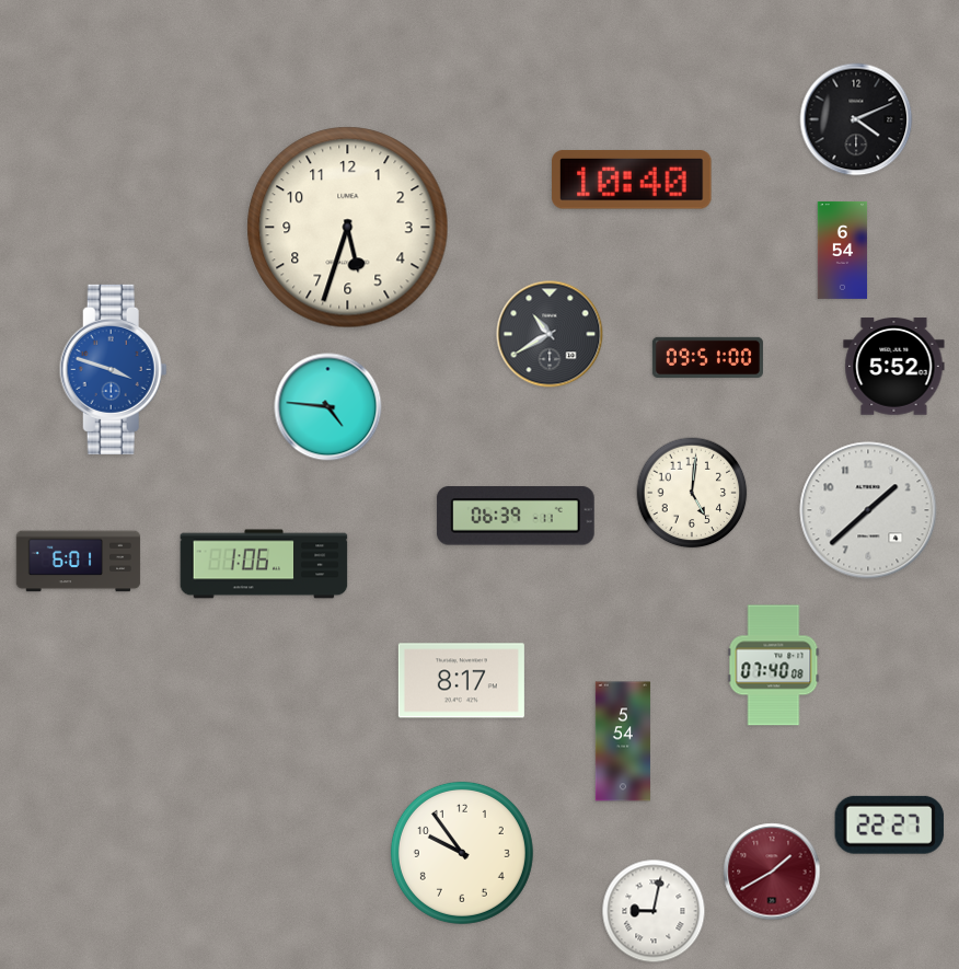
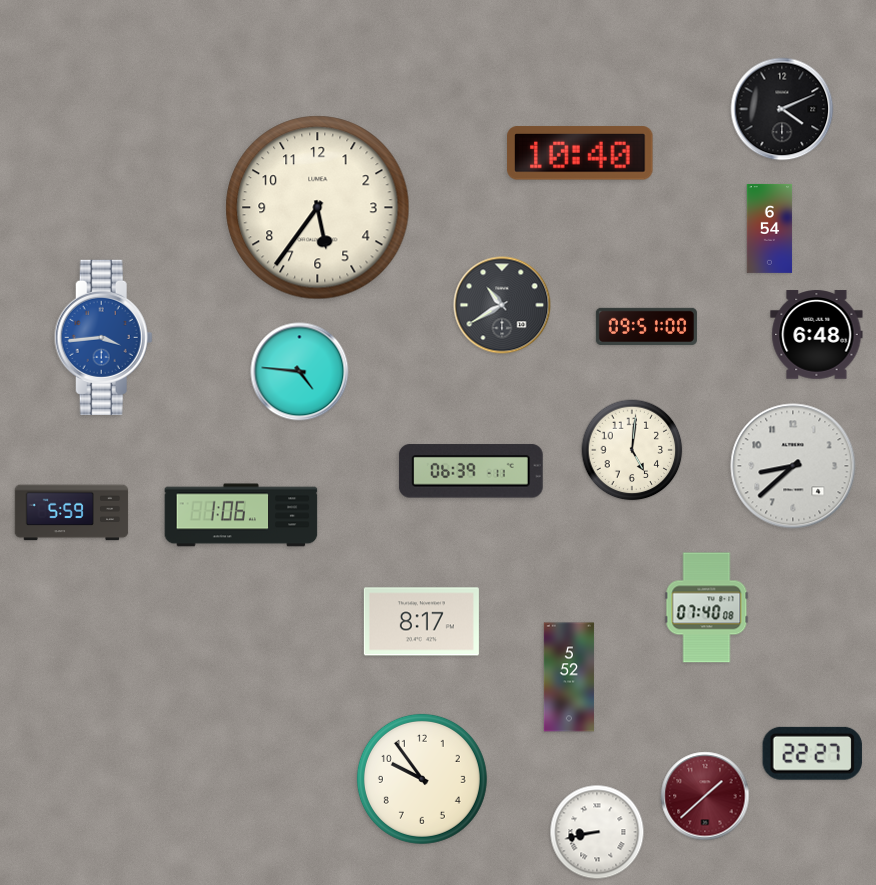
clock at (632, 180) position: (632, 180) -> (580, 153)
clock at (348, 228): 5:33 -> 5:36
clock at (894, 367): 5:52 -> 6:48
clock at (113, 369): 3:48 -> 3:44
clock at (868, 510): 1:38 -> 8:38
clock at (79, 562): 6:01 -> 5:59
clock at (623, 741): 5:54 -> 5:52
clock at (772, 872): 1:40 -> 1:38
clock at (654, 911): 9:02 -> 8:43
